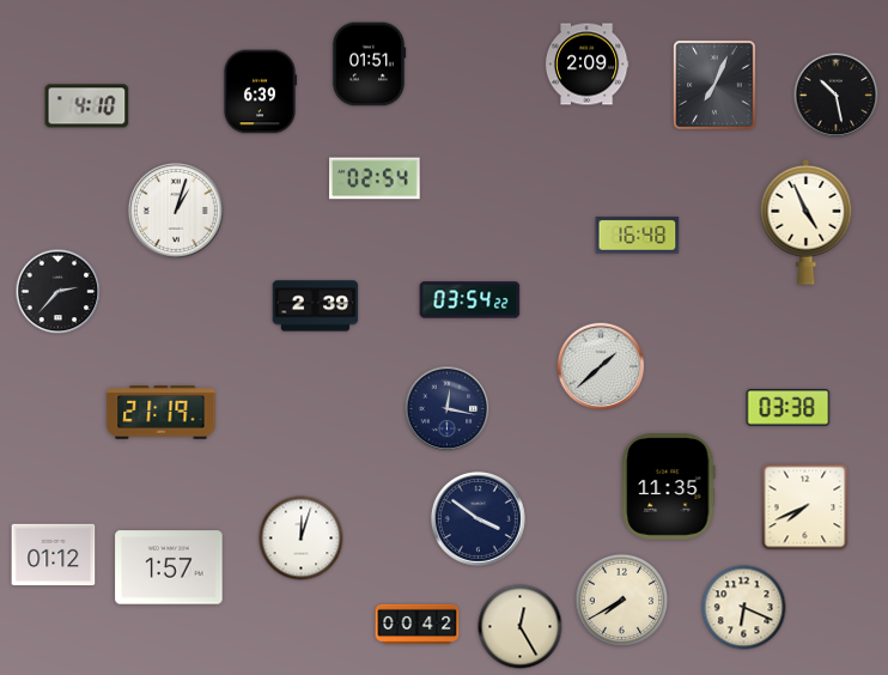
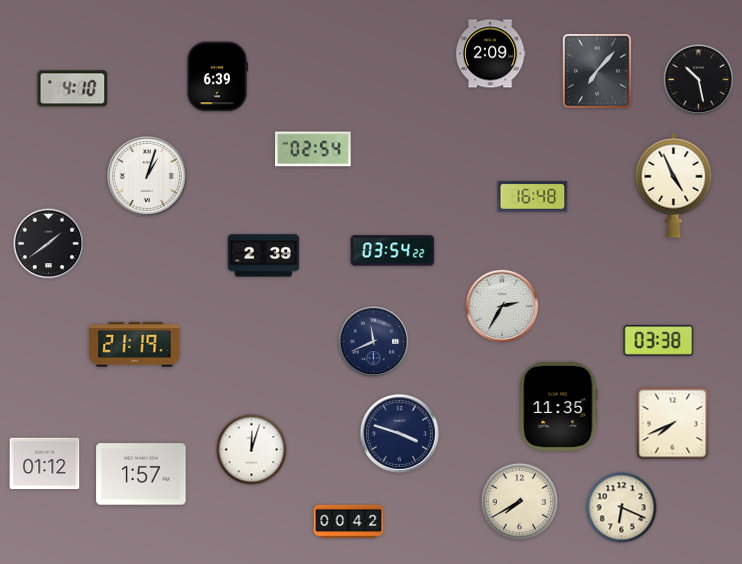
clock at (369, 65): 01:51 -> none
clock at (714, 85): 7:04 -> 7:07
clock at (59, 292): 2:37 -> 1:39
clock at (601, 366): 1:38 -> 2:35
clock at (448, 409): 12:17 -> 11:41
clock at (478, 518): 3:51 -> 3:48
clock at (521, 627): 12:25 -> none
